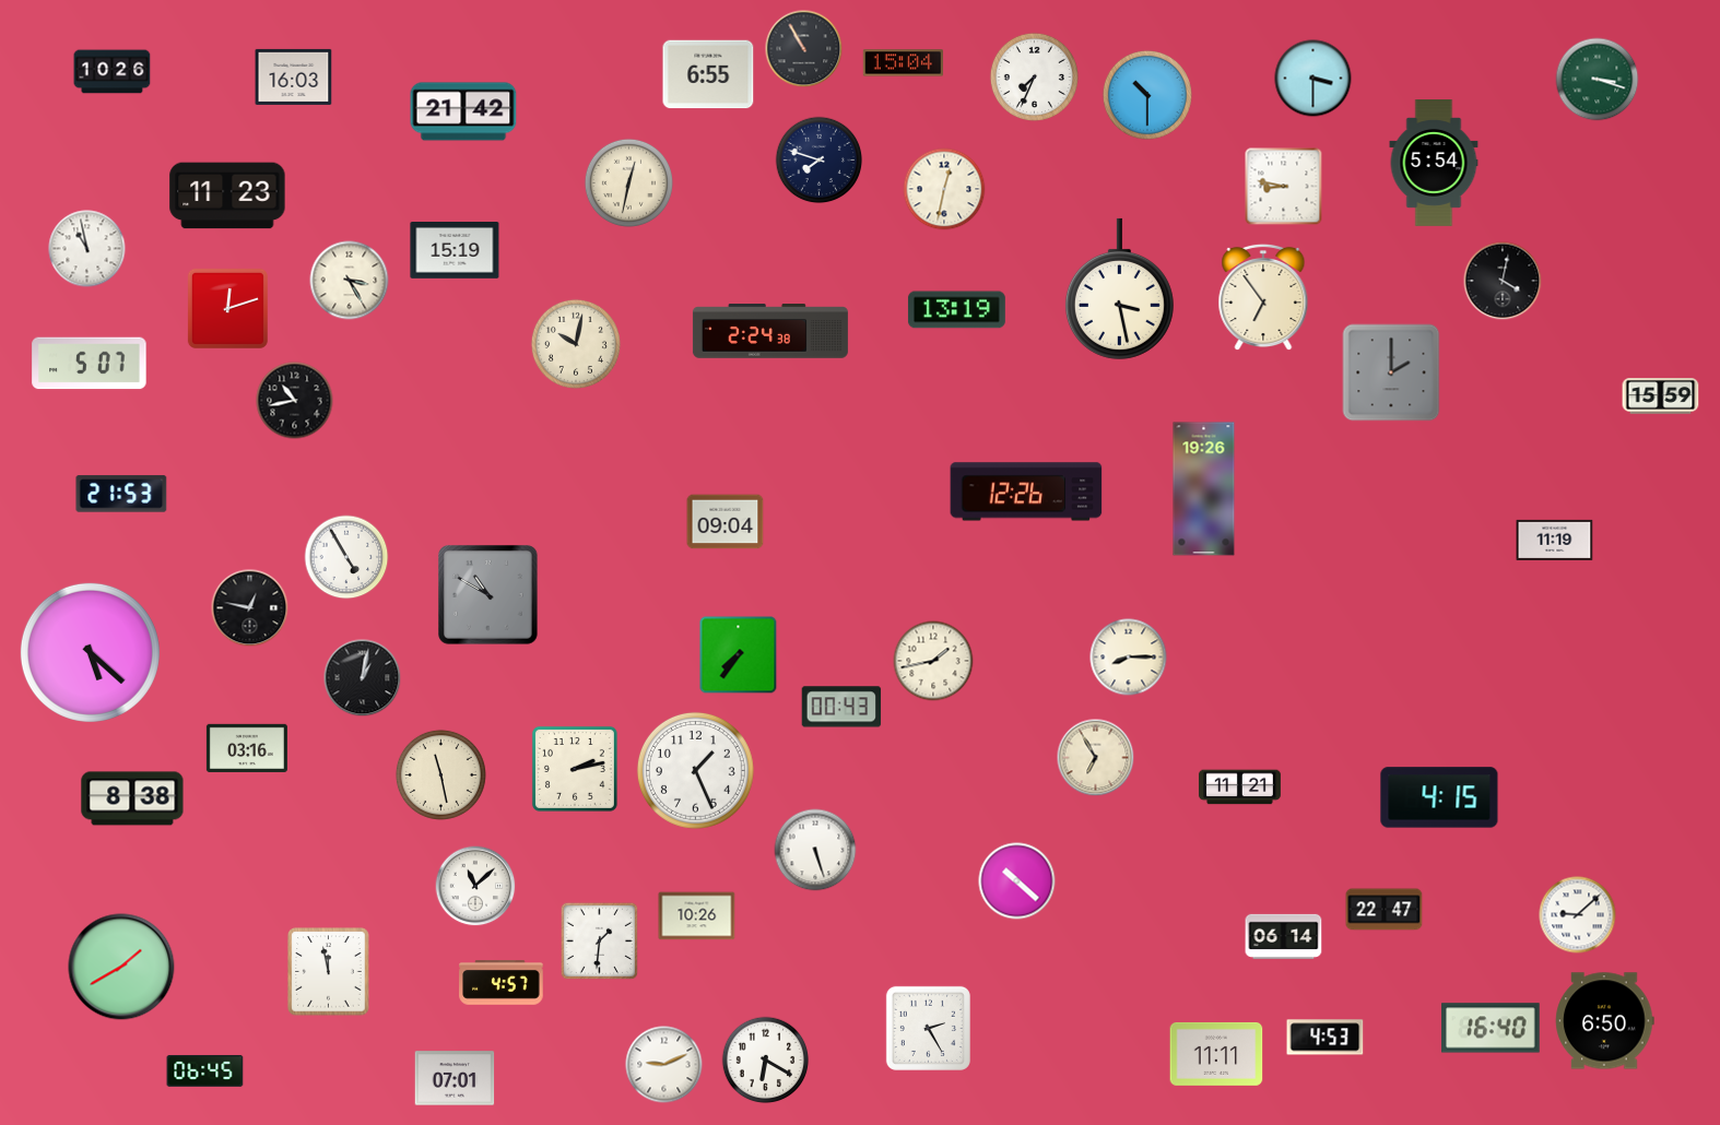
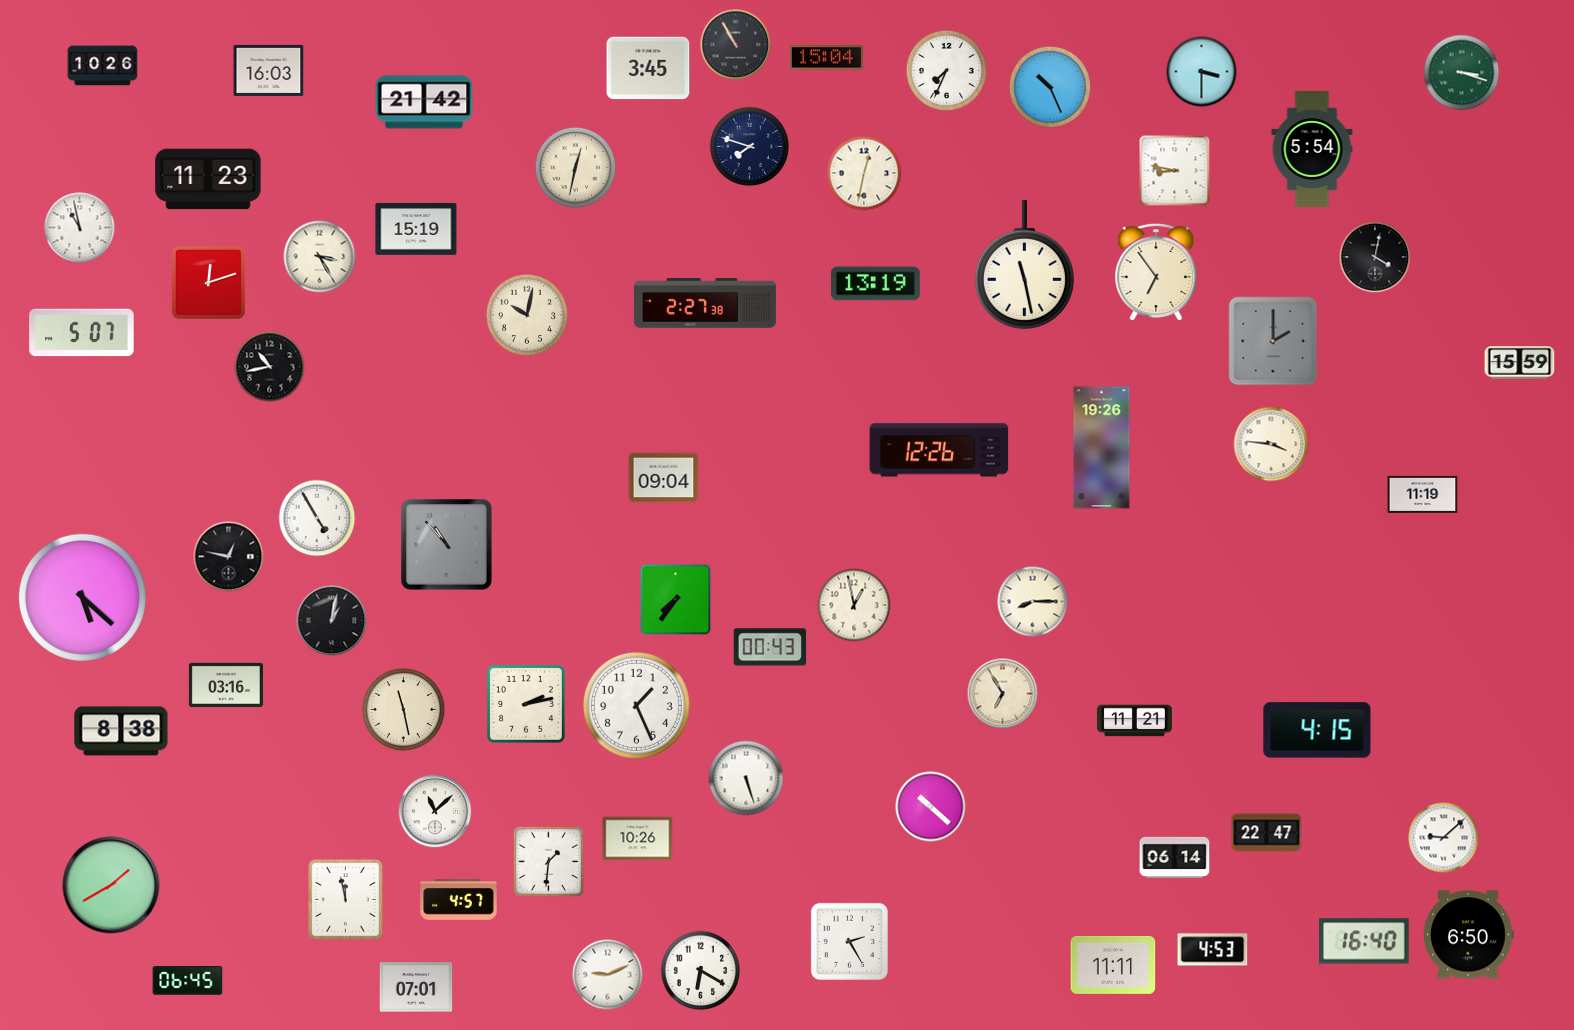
clock at (708, 74): 6:55 -> 3:45
clock at (1147, 95): 10:30 -> 10:26
clock at (1119, 288): 3:28 -> 11:28
clock at (770, 331): 2:24 -> 2:27
clock at (1271, 444): none -> 3:46
clock at (121, 494): 21:53 -> none
clock at (346, 557) position: (346, 557) -> (317, 518)
clock at (488, 595): 10:50 -> 10:53
clock at (933, 661): 1:43 -> 12:58
clock at (329, 972) position: (329, 972) -> (346, 900)
